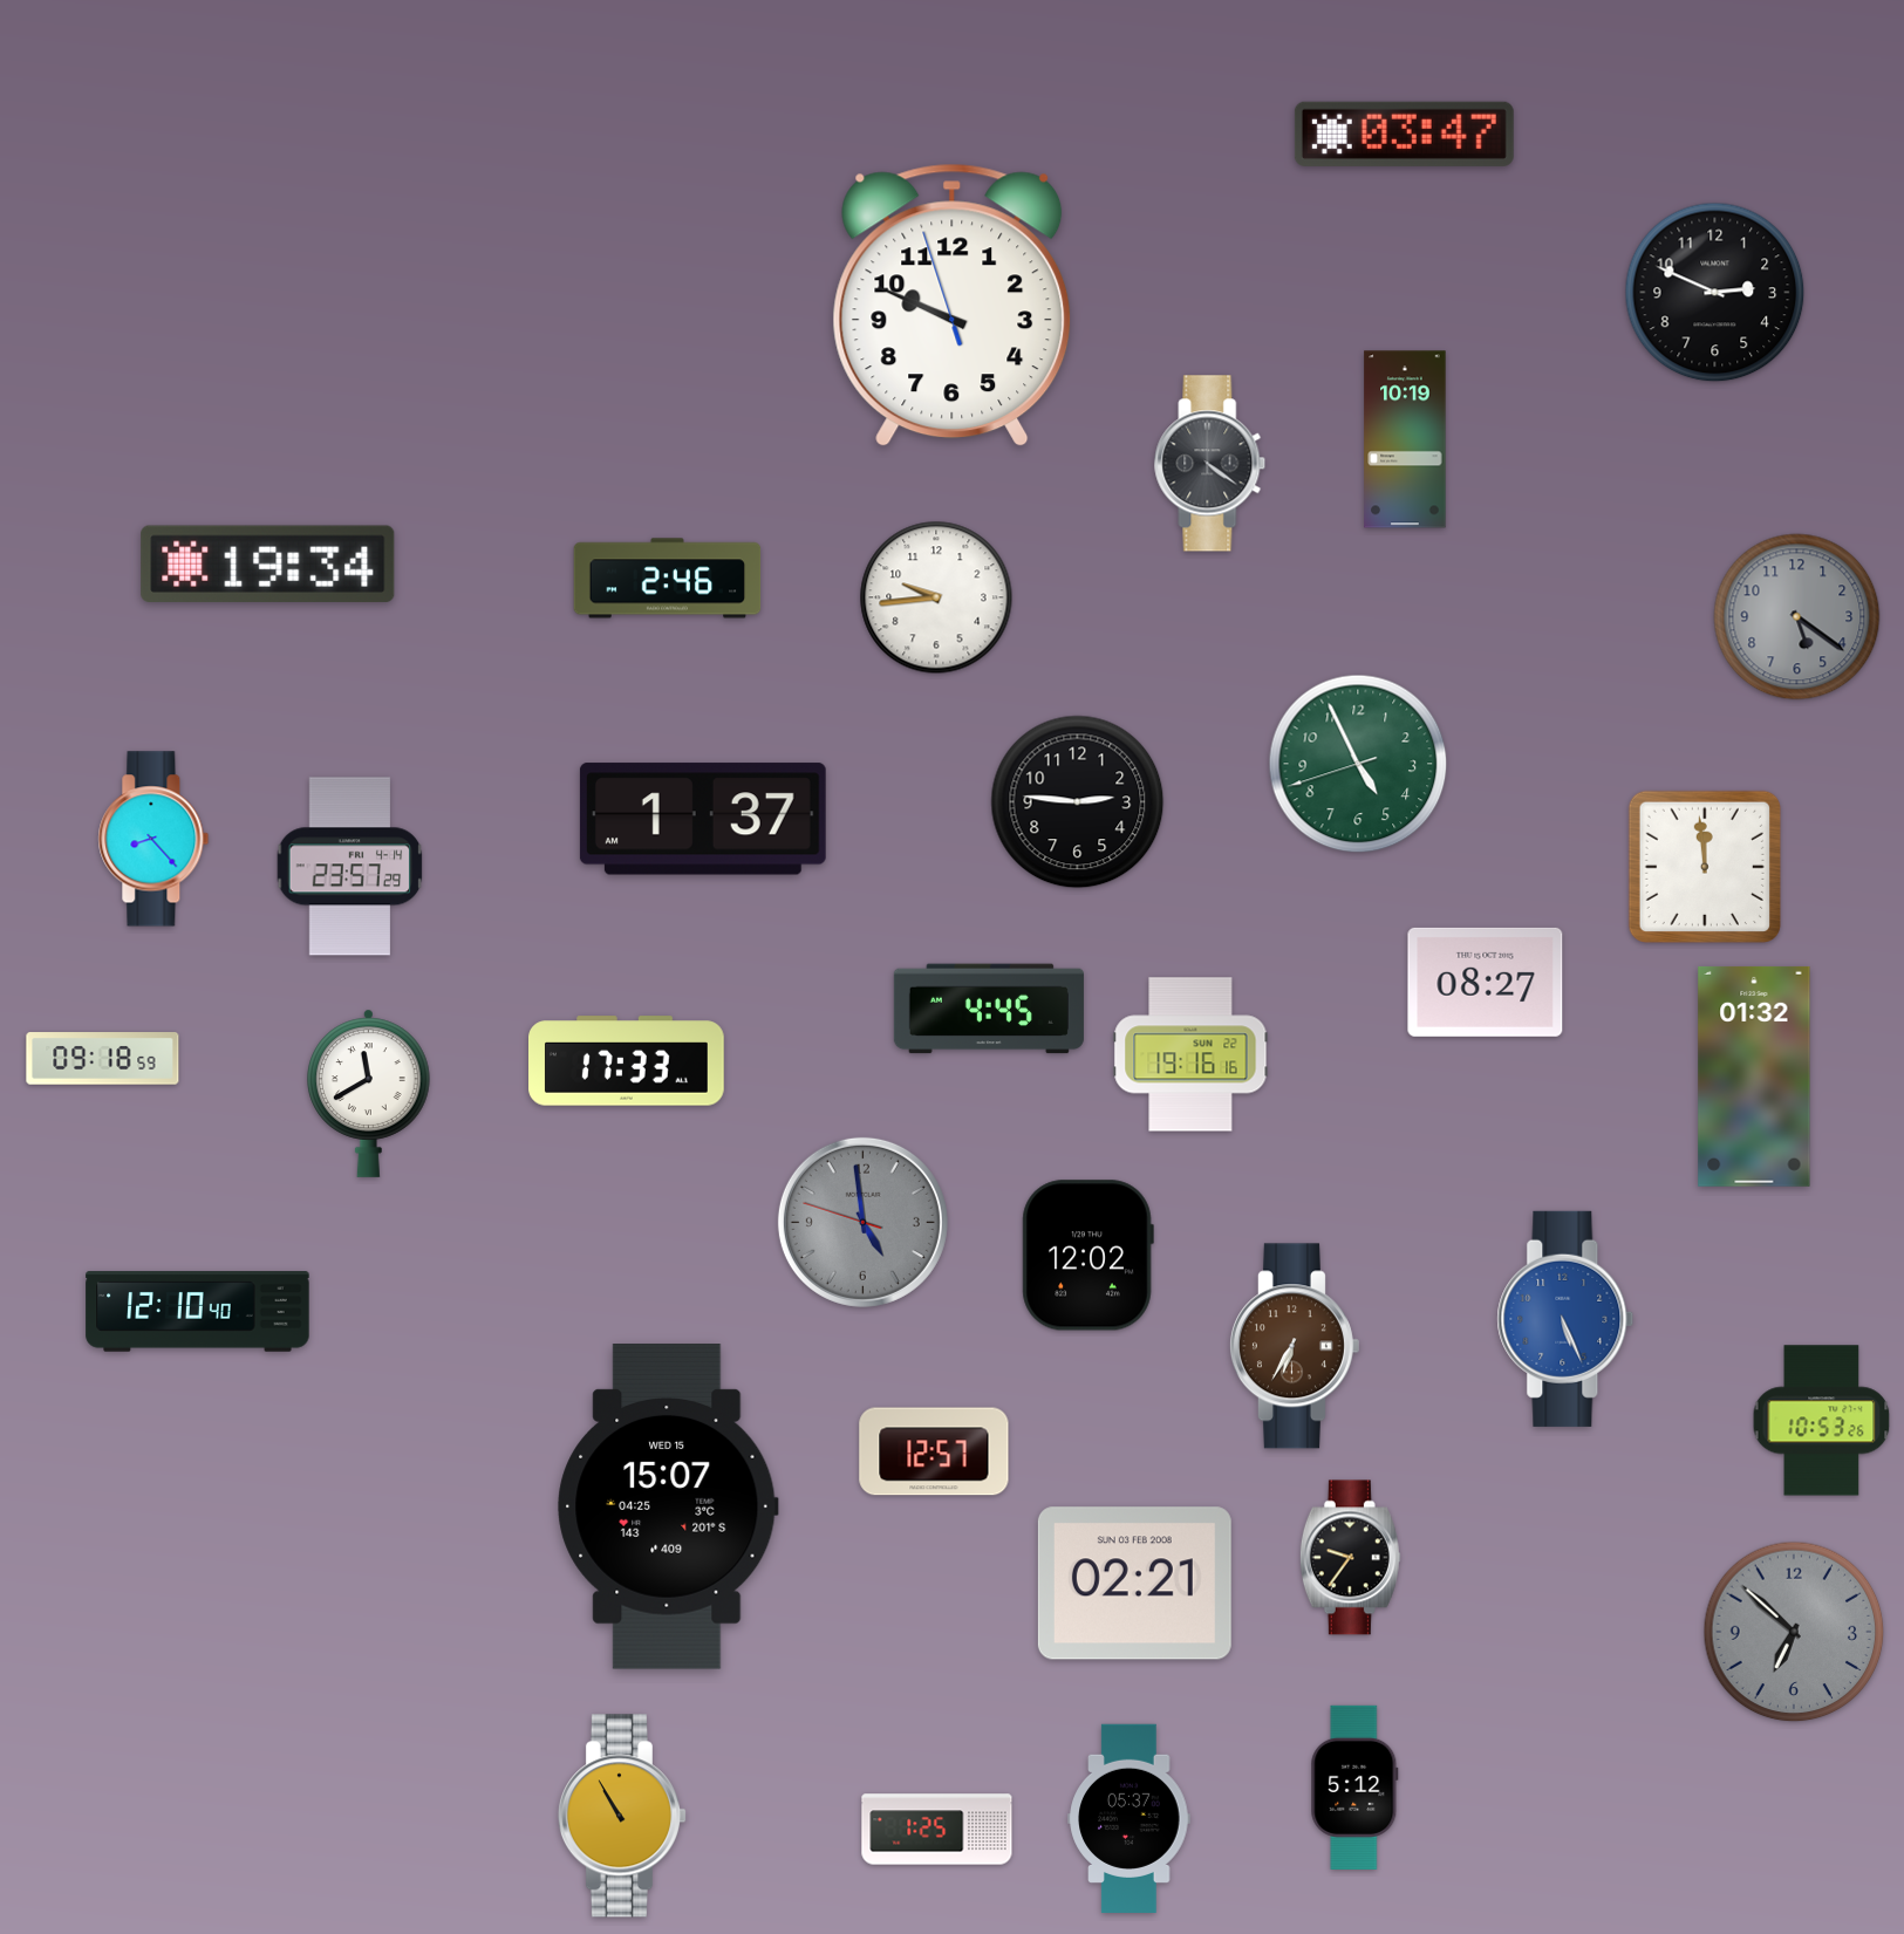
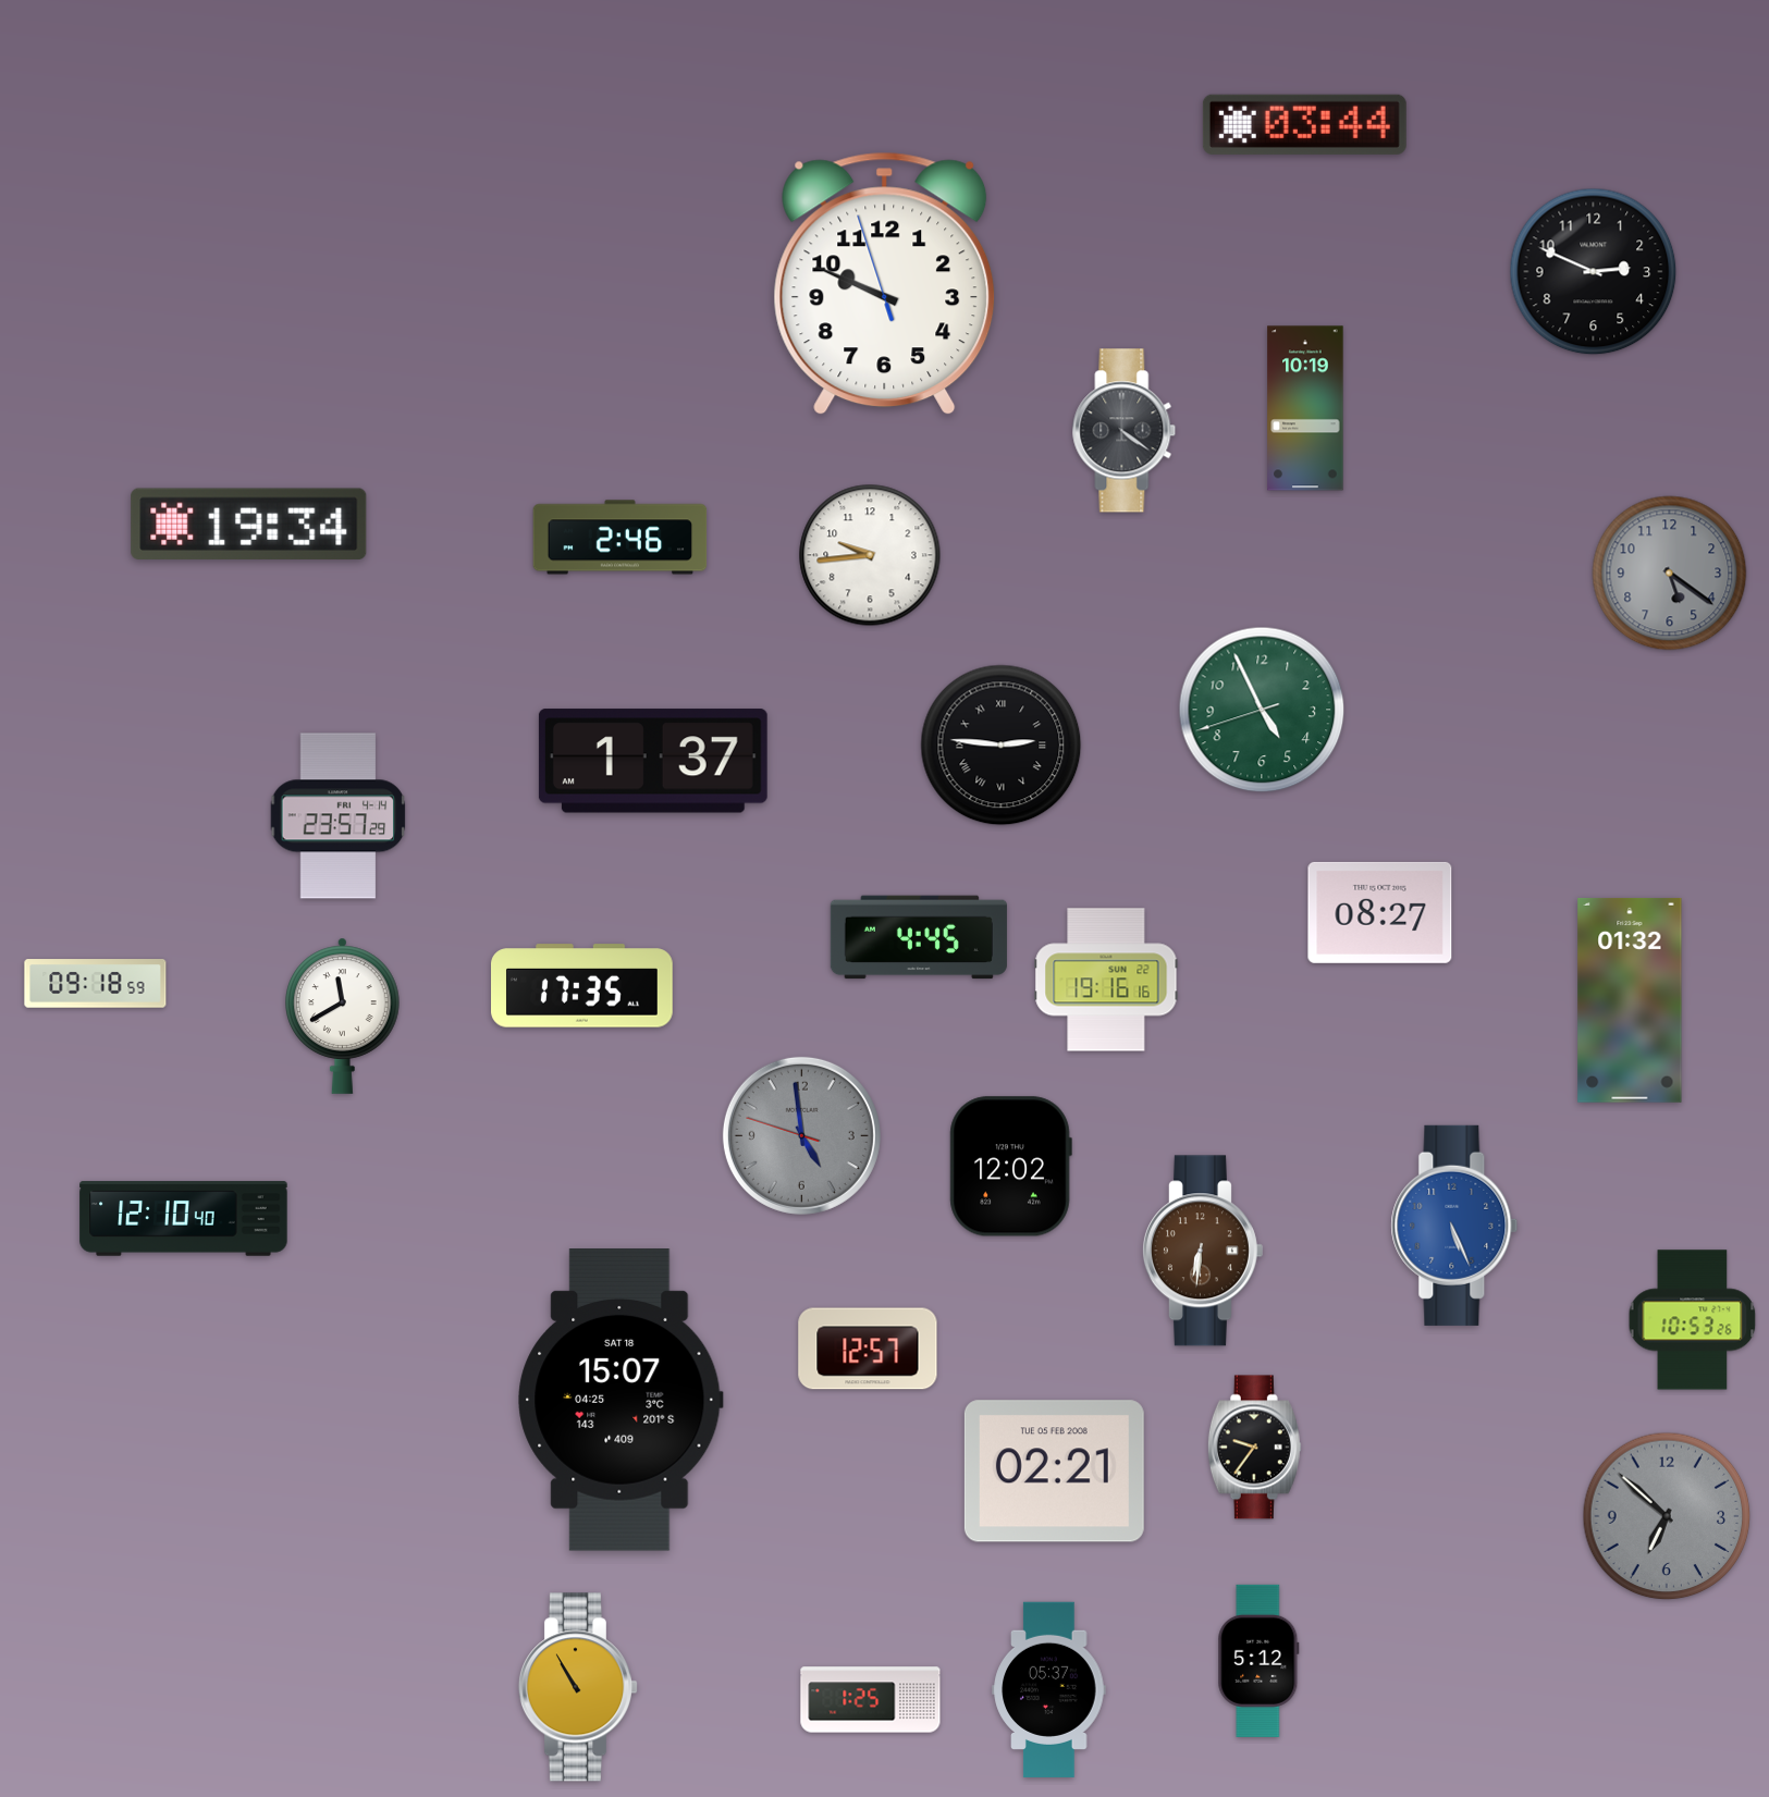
clock at (1404, 134): 03:47 -> 03:44
clock at (1078, 802) numerals: Arabic -> Roman
clock at (153, 839): 8:23 -> none
clock at (1704, 866): 11:59 -> none
clock at (350, 867) position: (350, 867) -> (339, 816)
clock at (627, 1061): 17:33 -> 17:35
clock at (1294, 1346): 6:35 -> 6:31
clock at (668, 1506) date: WED 15 -> SAT 18
clock at (1134, 1584) date: SUN 03 FEB 2008 -> TUE 05 FEB 2008
